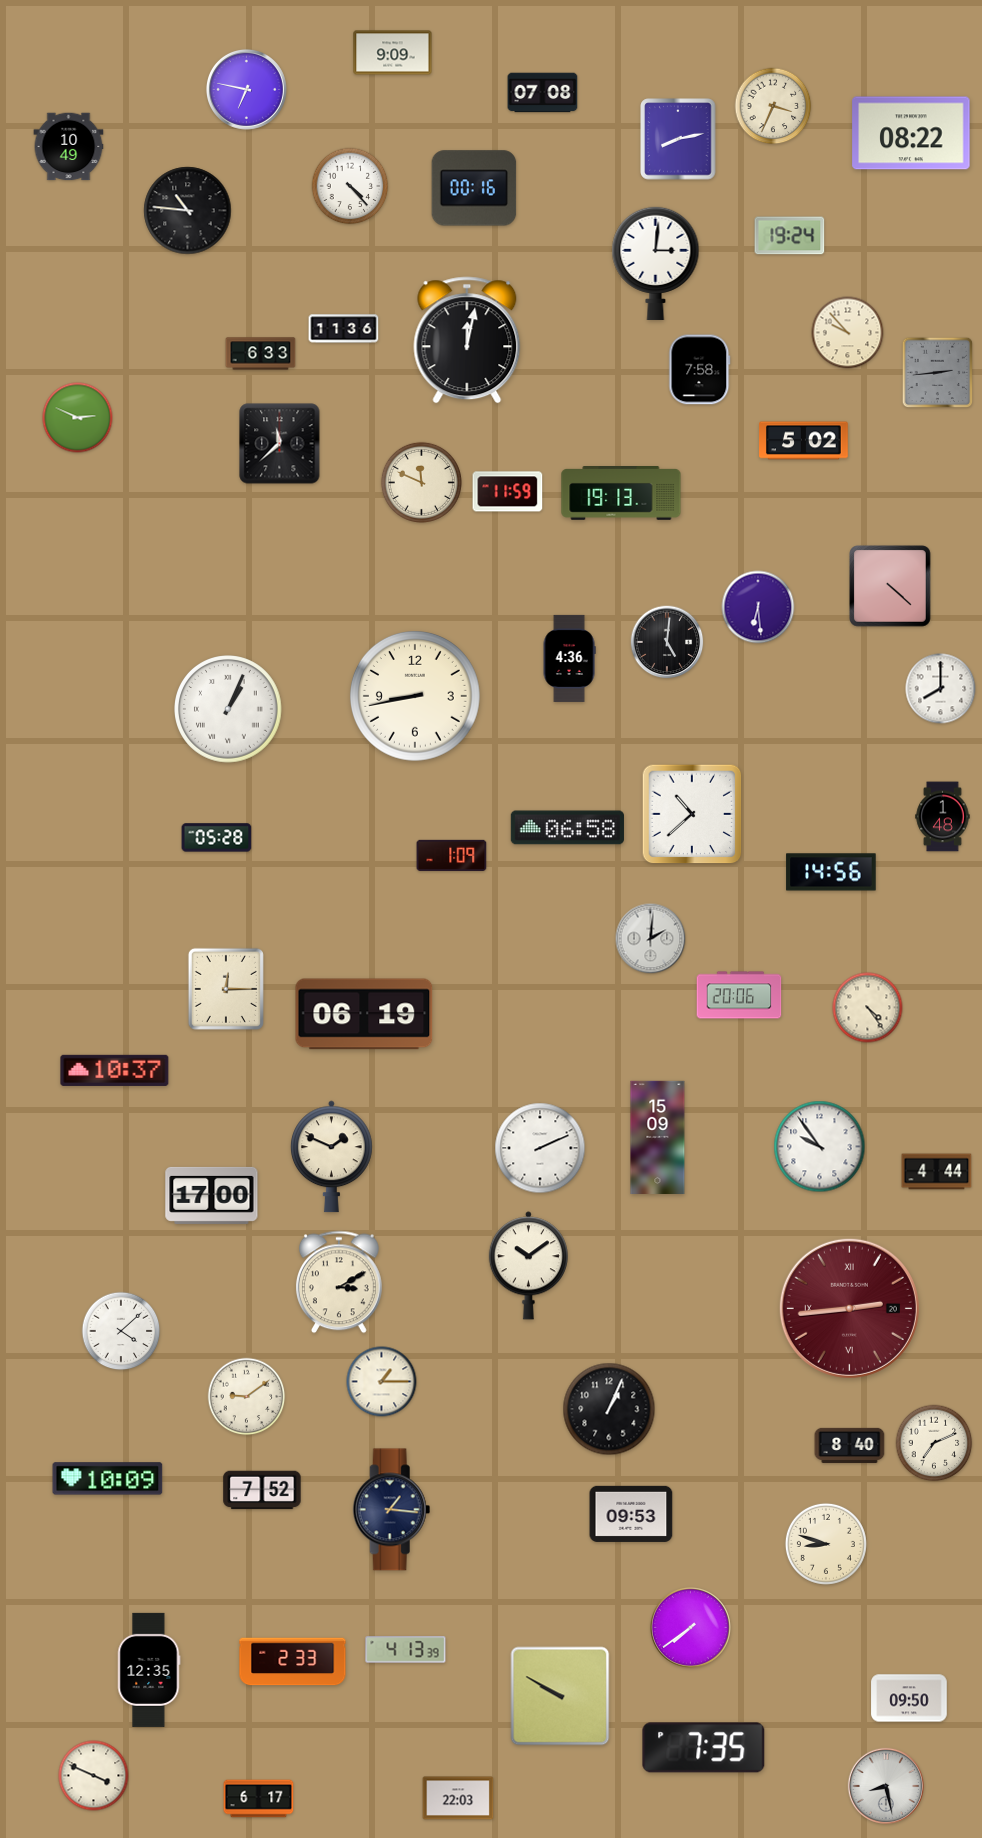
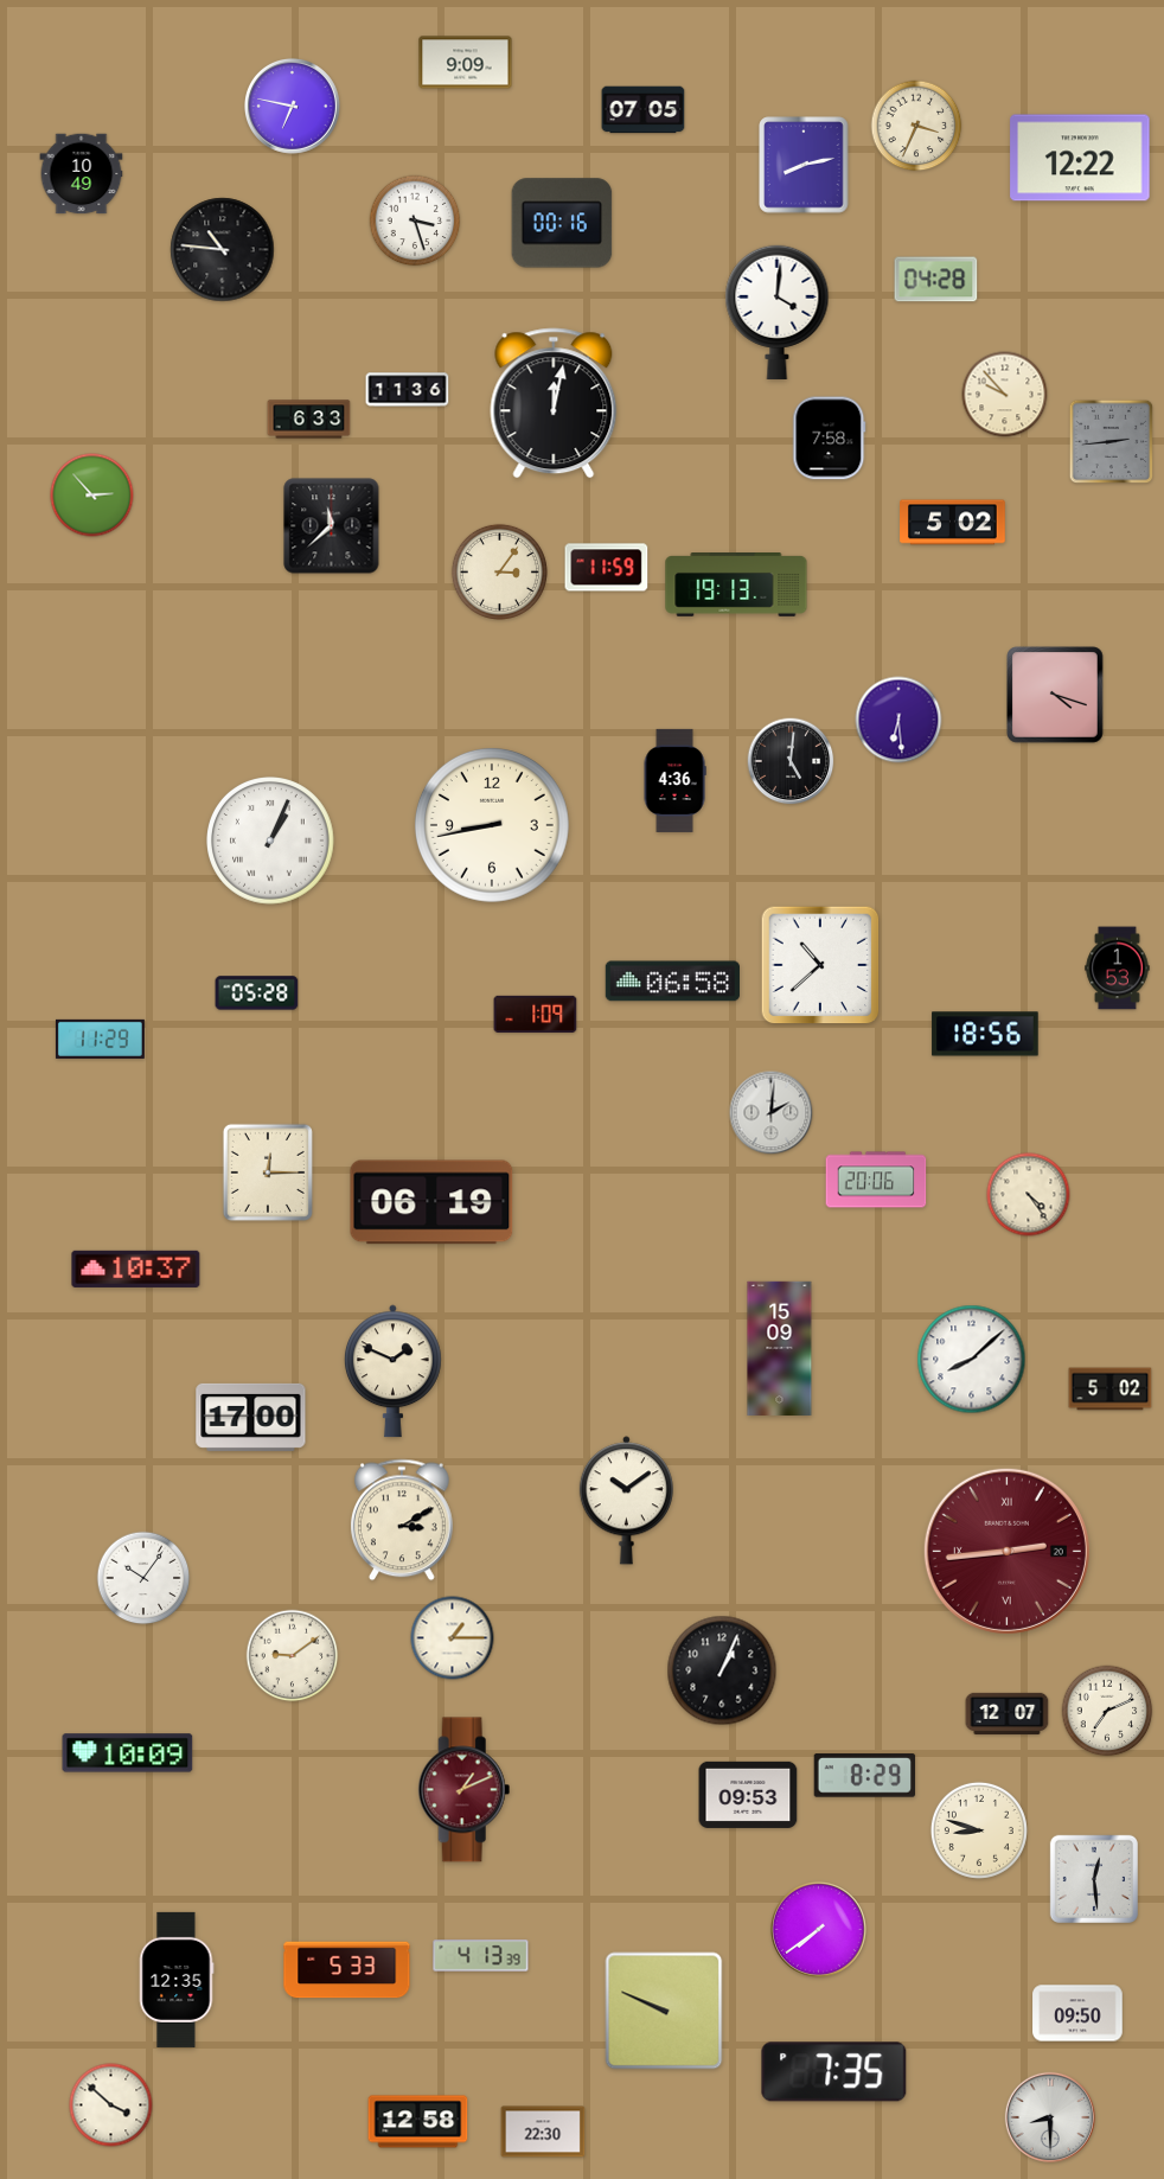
clock at (543, 93): 07:08 -> 07:05
clock at (911, 133): 08:22 -> 12:22
clock at (350, 186): 4:23 -> 3:27
clock at (790, 236): 19:24 -> 04:28
clock at (656, 263): 3:01 -> 4:01
clock at (78, 418): 2:49 -> 2:53
clock at (421, 482): 11:49 -> 3:06
clock at (508, 492) position: (508, 492) -> (607, 568)
clock at (890, 586): 4:22 -> 4:18
clock at (941, 689): 8:00 -> none
clock at (943, 817): 1:48 -> 1:53
clock at (831, 872): 14:56 -> 18:56
clock at (100, 1039): none -> 11:29
clock at (820, 1147): 9:54 -> 8:08
clock at (540, 1148): 2:11 -> none
clock at (937, 1172): 4:44 -> 5:02
clock at (121, 1331): 4:08 -> 10:06
clock at (850, 1445): 8:40 -> 12:07
clock at (262, 1490): 7:52 -> none
clock at (865, 1776): none -> 8:29
clock at (392, 1510): 1:16 -> 1:11
clock at (392, 1510) dial: navy -> burgundy
clock at (1093, 1878): none -> 12:29
clock at (293, 1662): 2:33 -> 5:33
clock at (560, 1696): 9:50 -> 9:49
clock at (94, 1776): 3:49 -> 3:52
clock at (885, 1785): 8:28 -> 8:30
clock at (418, 2122): none -> 12:58
clock at (458, 1798): 22:03 -> 22:30
clock at (259, 1799): 6:17 -> none
